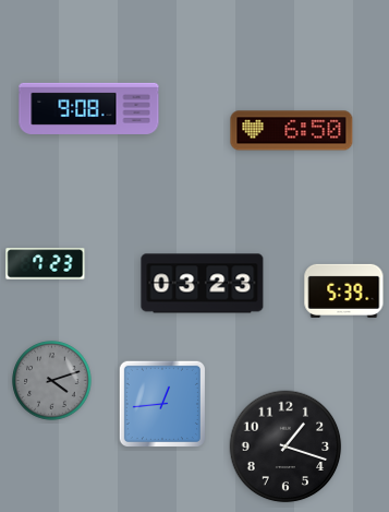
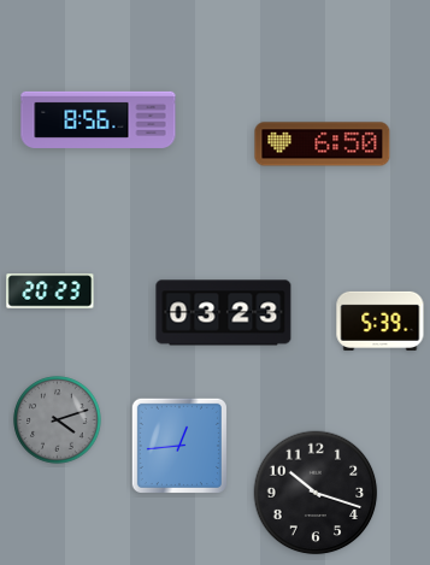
clock at (89, 108): 9:08 -> 8:56
clock at (46, 264): 7:23 -> 20:23
clock at (285, 446): 1:18 -> 10:18
